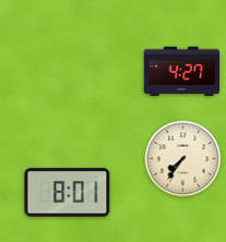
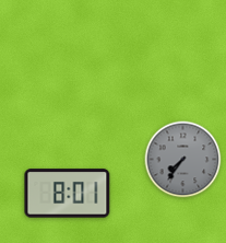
clock at (182, 72): 4:27 -> none
clock at (183, 159) dial: cream -> grey
